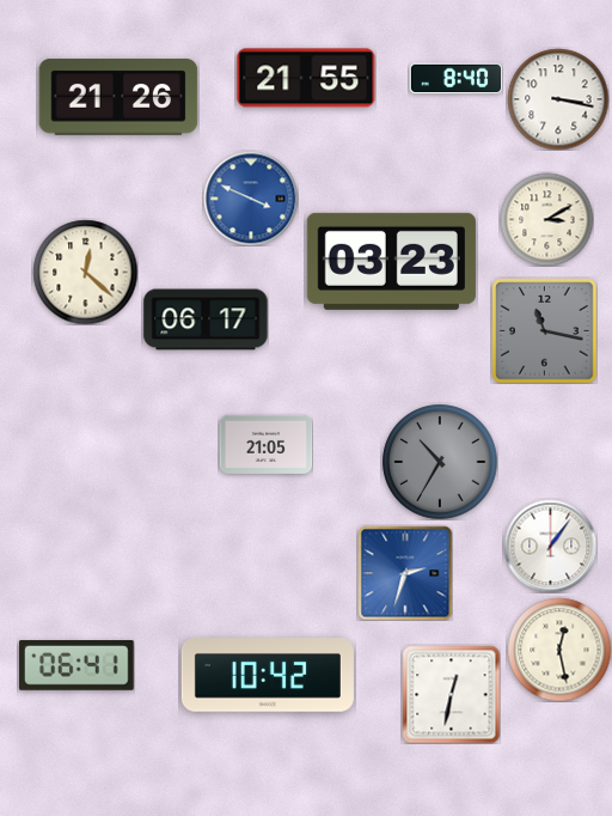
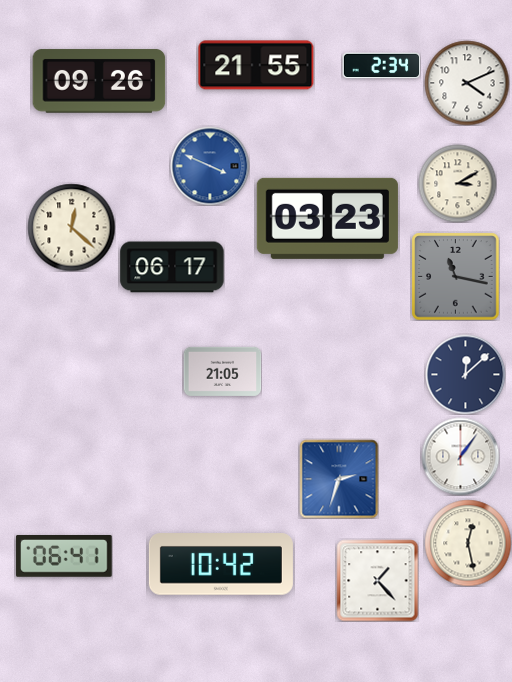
clock at (455, 79): 8:40 -> 2:34
clock at (118, 97): 21:26 -> 09:26
clock at (558, 99): 3:17 -> 4:11
clock at (465, 374): none -> 12:08
clock at (440, 462): 10:35 -> none
clock at (268, 675) position: (268, 675) -> (221, 564)
clock at (451, 694): 12:32 -> 1:23
